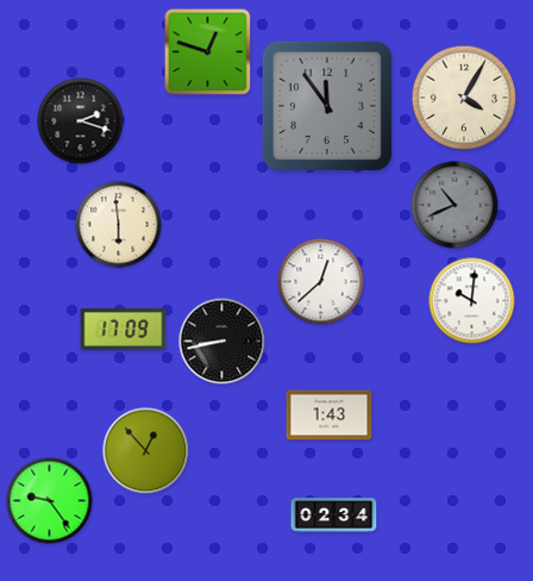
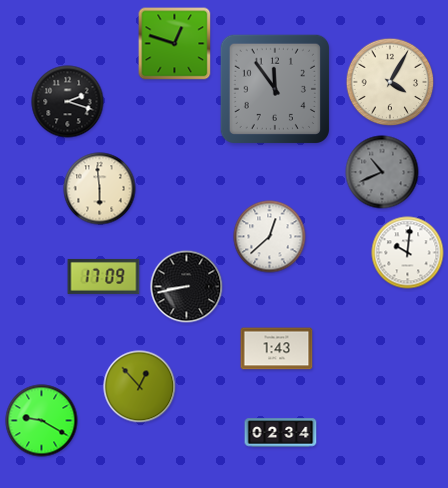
clock at (472, 301) position: (472, 301) -> (408, 253)
clock at (146, 451) position: (146, 451) -> (140, 387)
clock at (50, 501): 9:24 -> 9:20
